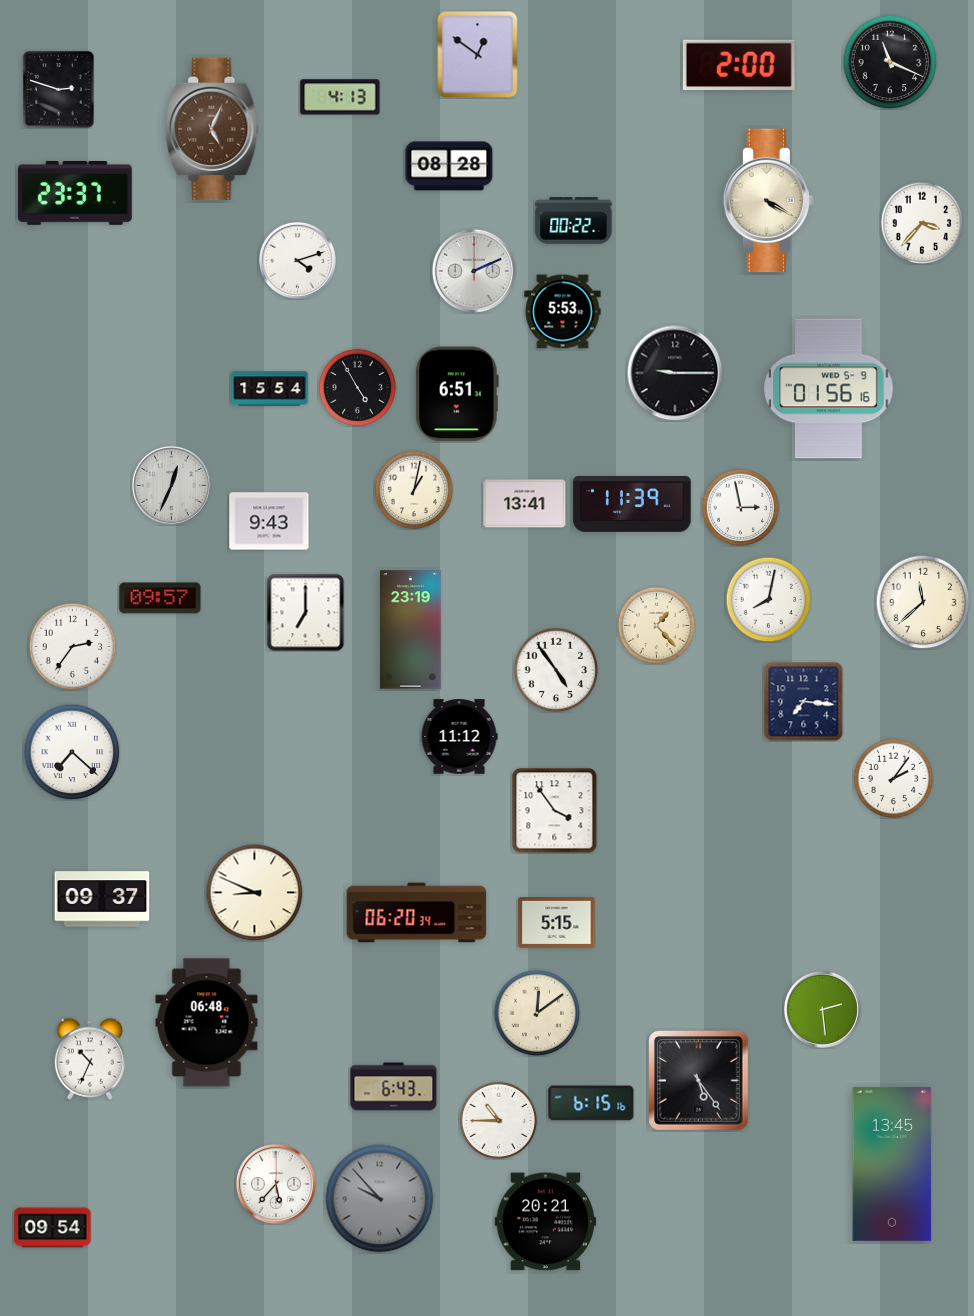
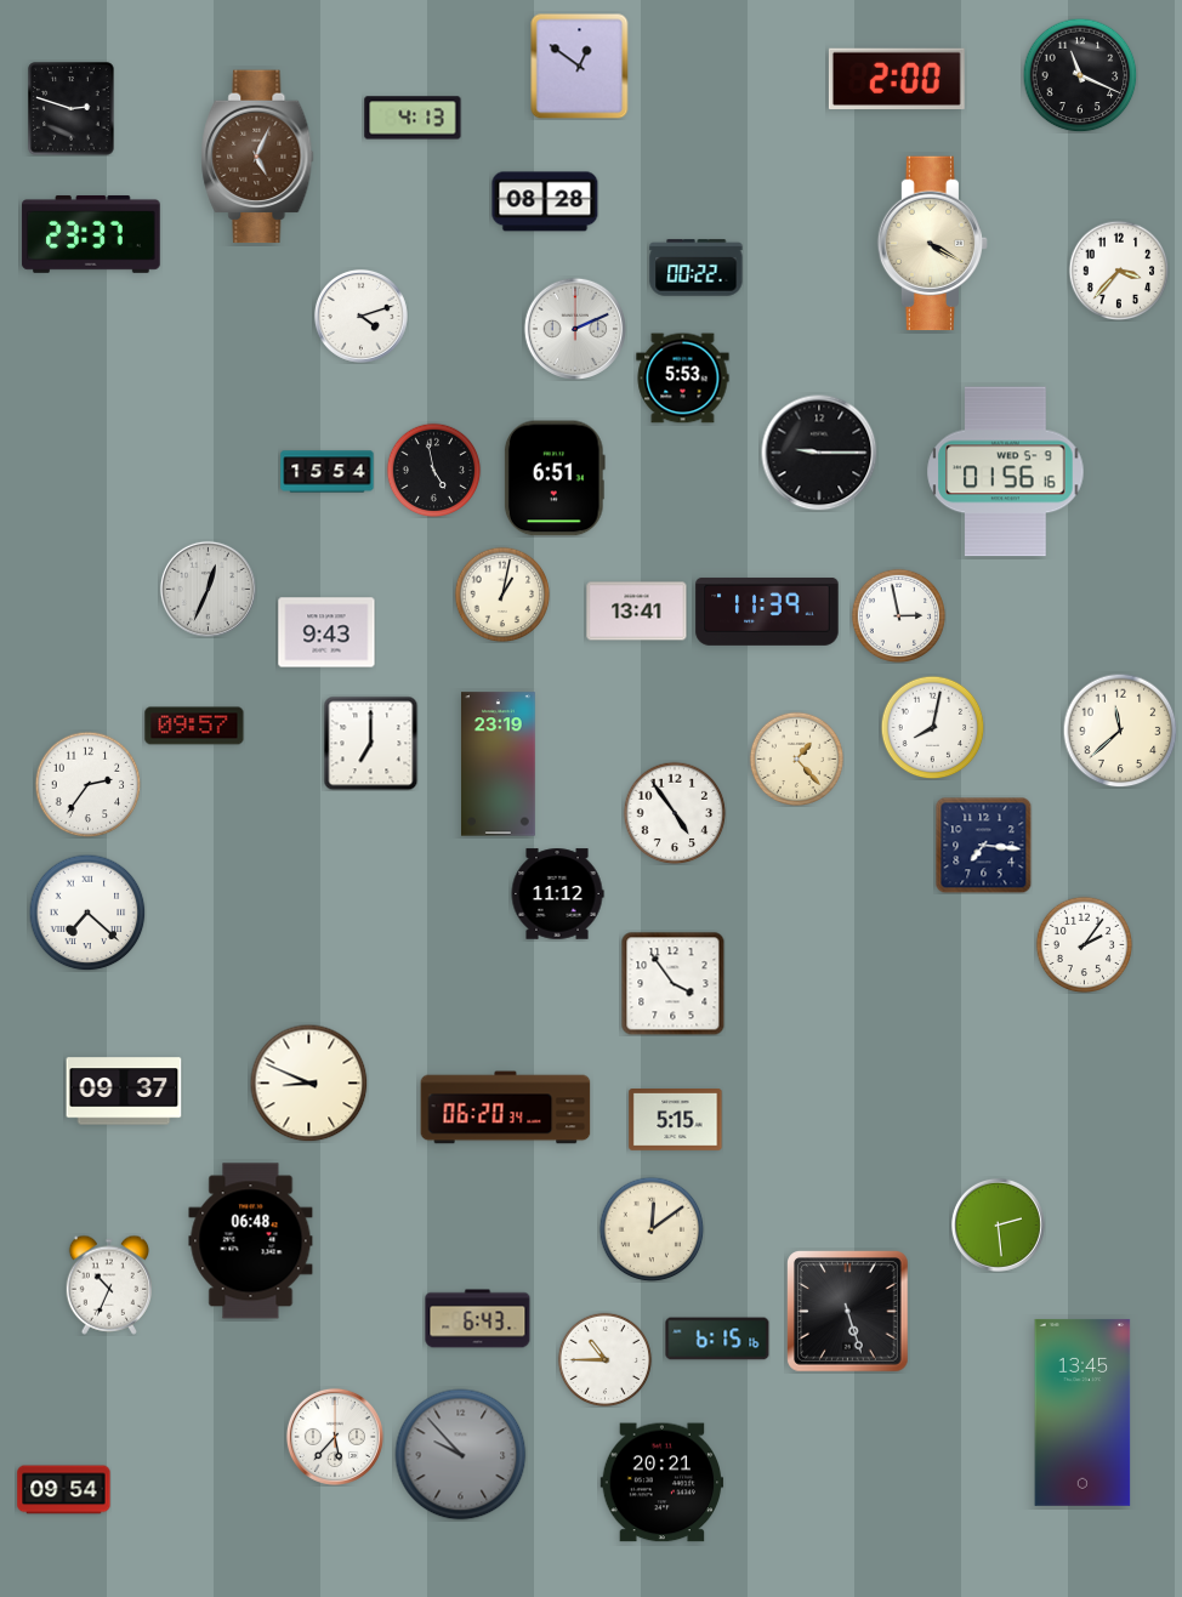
clock at (357, 387): 4:55 -> 4:58
clock at (803, 701) position: (803, 701) -> (983, 845)
clock at (699, 1081): 5:24 -> 5:27
